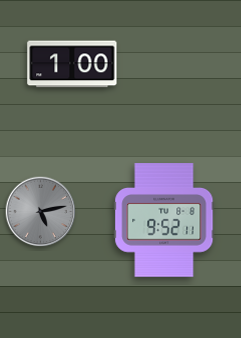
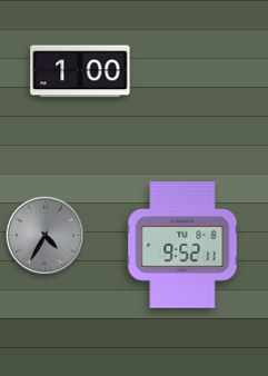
clock at (41, 212): 5:13 -> 4:35
